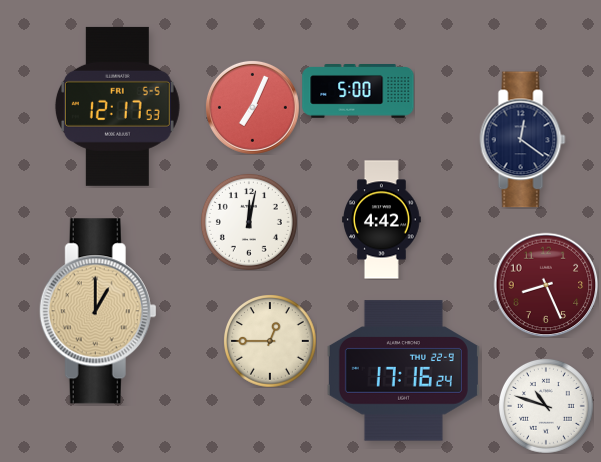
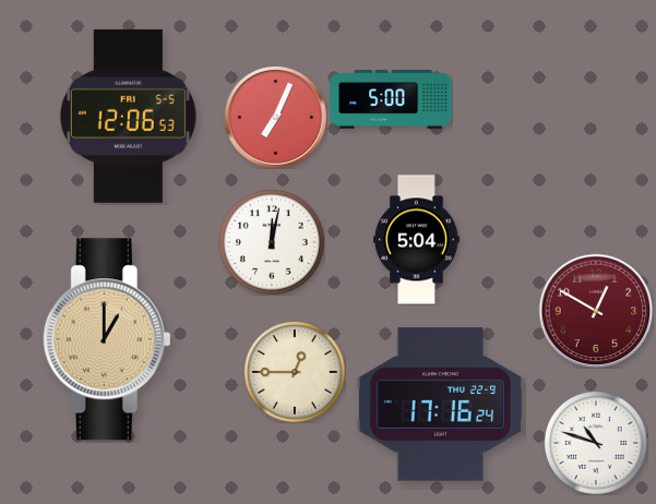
clock at (117, 106): 12:17 -> 12:06
clock at (523, 140): 12:21 -> none
clock at (382, 220): 4:42 -> 5:04
clock at (546, 285): 8:26 -> 12:50
